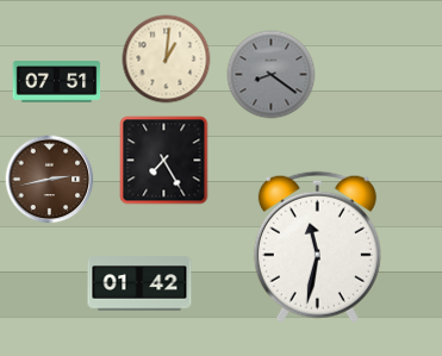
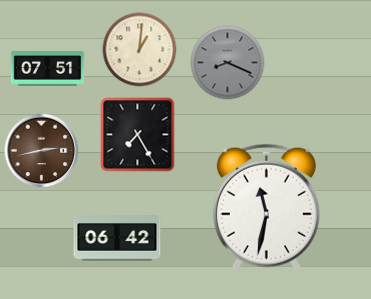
clock at (272, 75): 8:21 -> 8:19
clock at (139, 283): 01:42 -> 06:42
